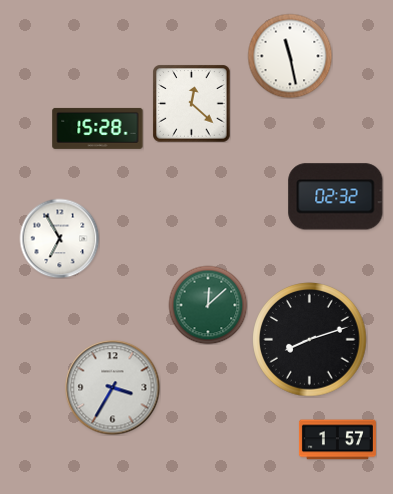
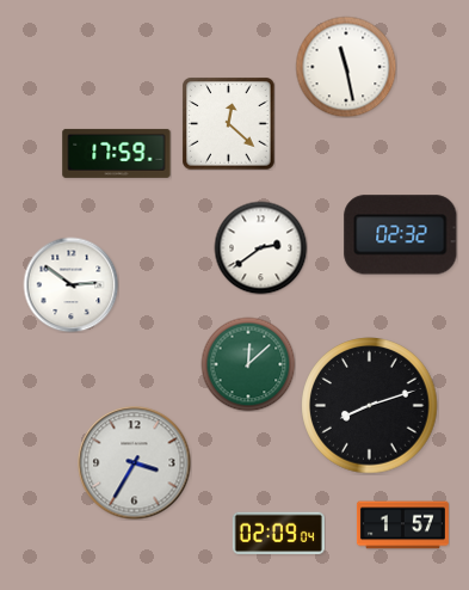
clock at (98, 128): 15:28 -> 17:59
clock at (260, 247): none -> 2:39
clock at (59, 238): 6:55 -> 2:51
clock at (278, 533): none -> 02:09
